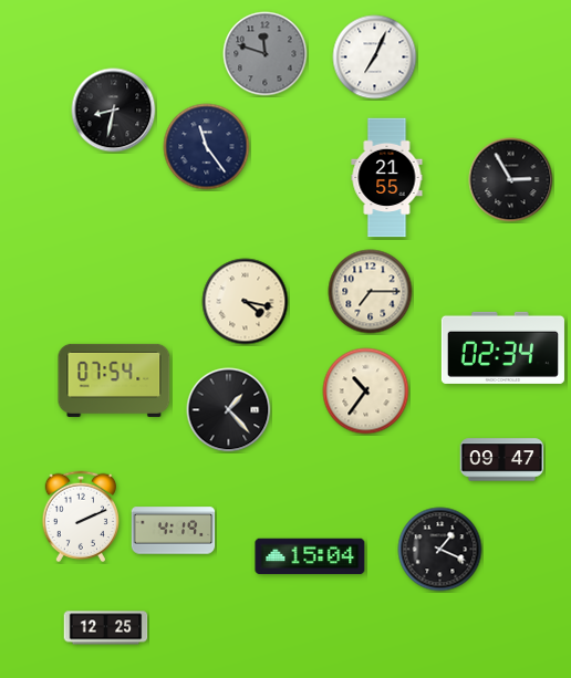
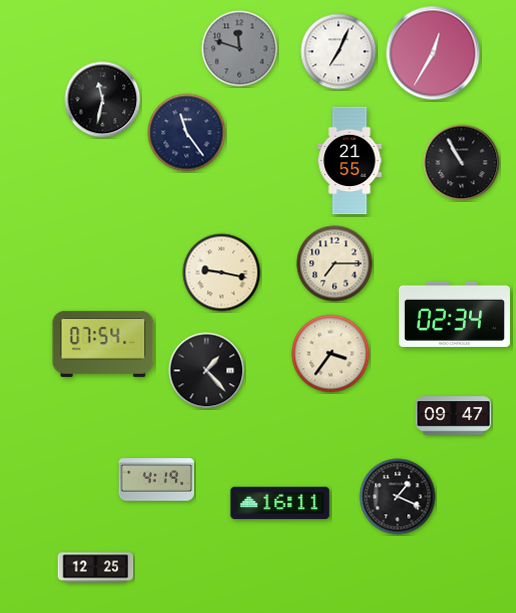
clock at (433, 53): none -> 12:35
clock at (114, 111): 8:32 -> 11:32
clock at (511, 180): 2:55 -> 10:55
clock at (246, 302): 4:17 -> 9:17
clock at (366, 392): 10:36 -> 3:36
clock at (81, 515): 2:11 -> none
clock at (310, 556): 15:04 -> 16:11
